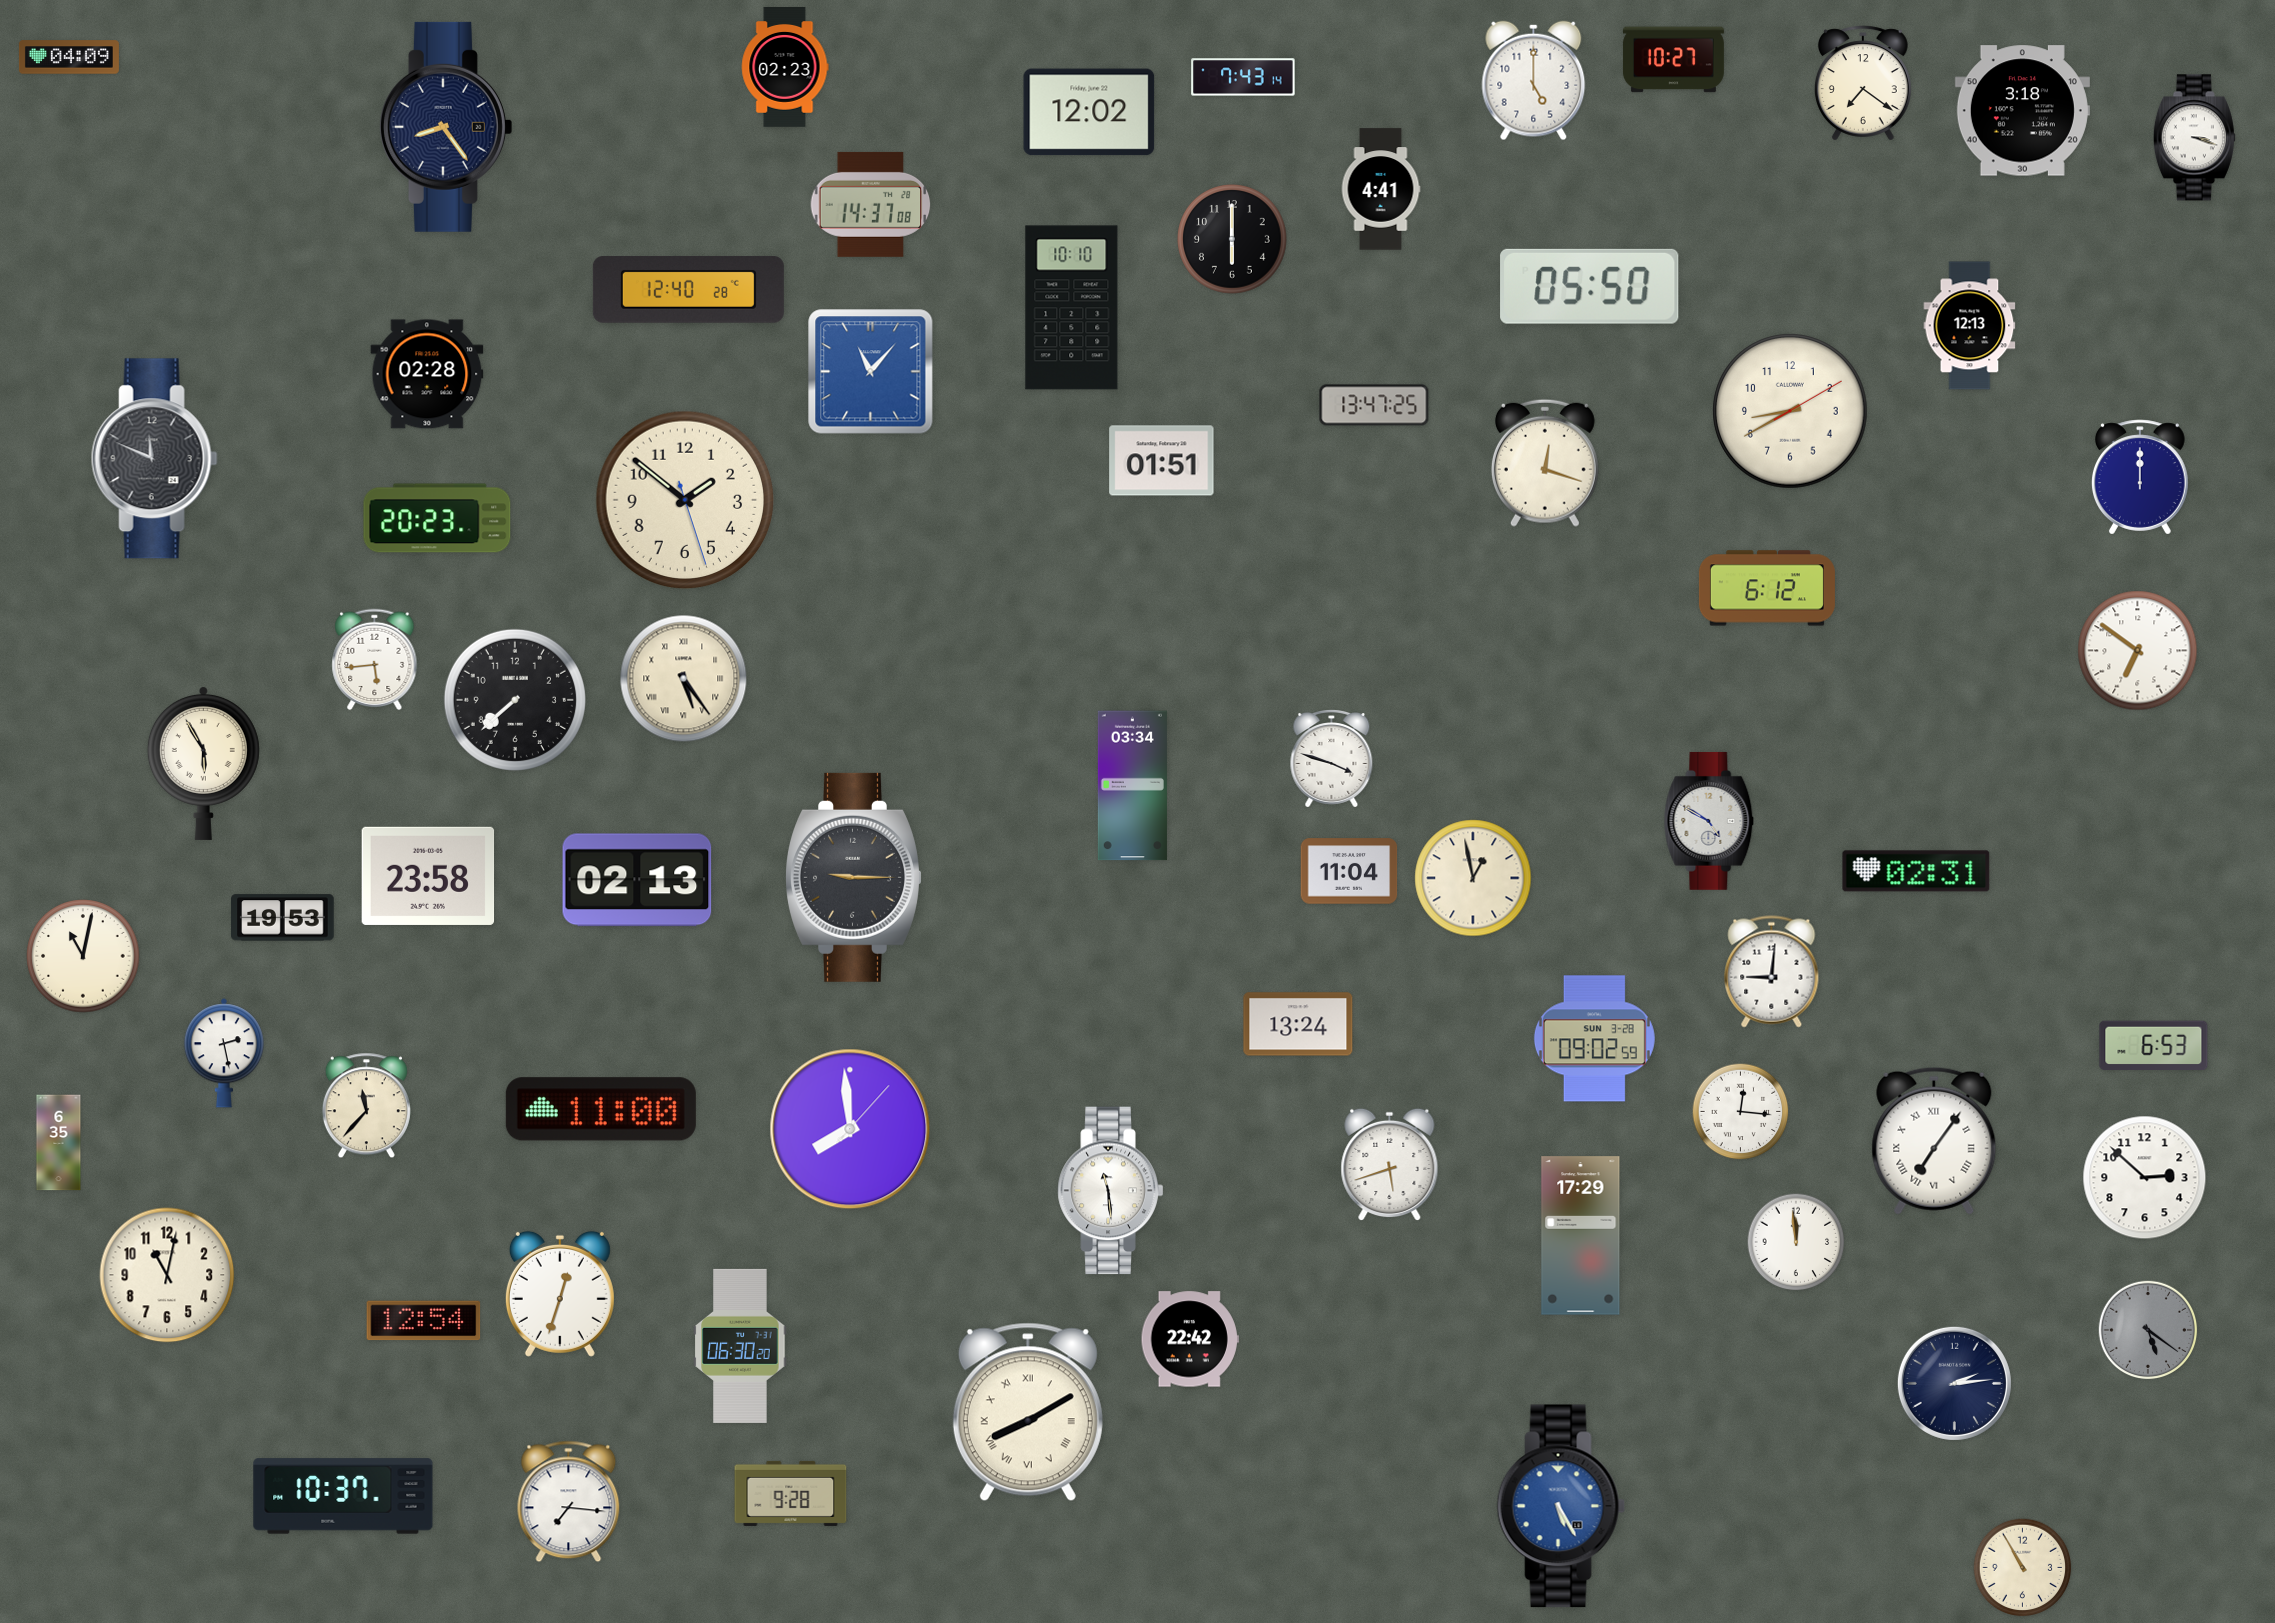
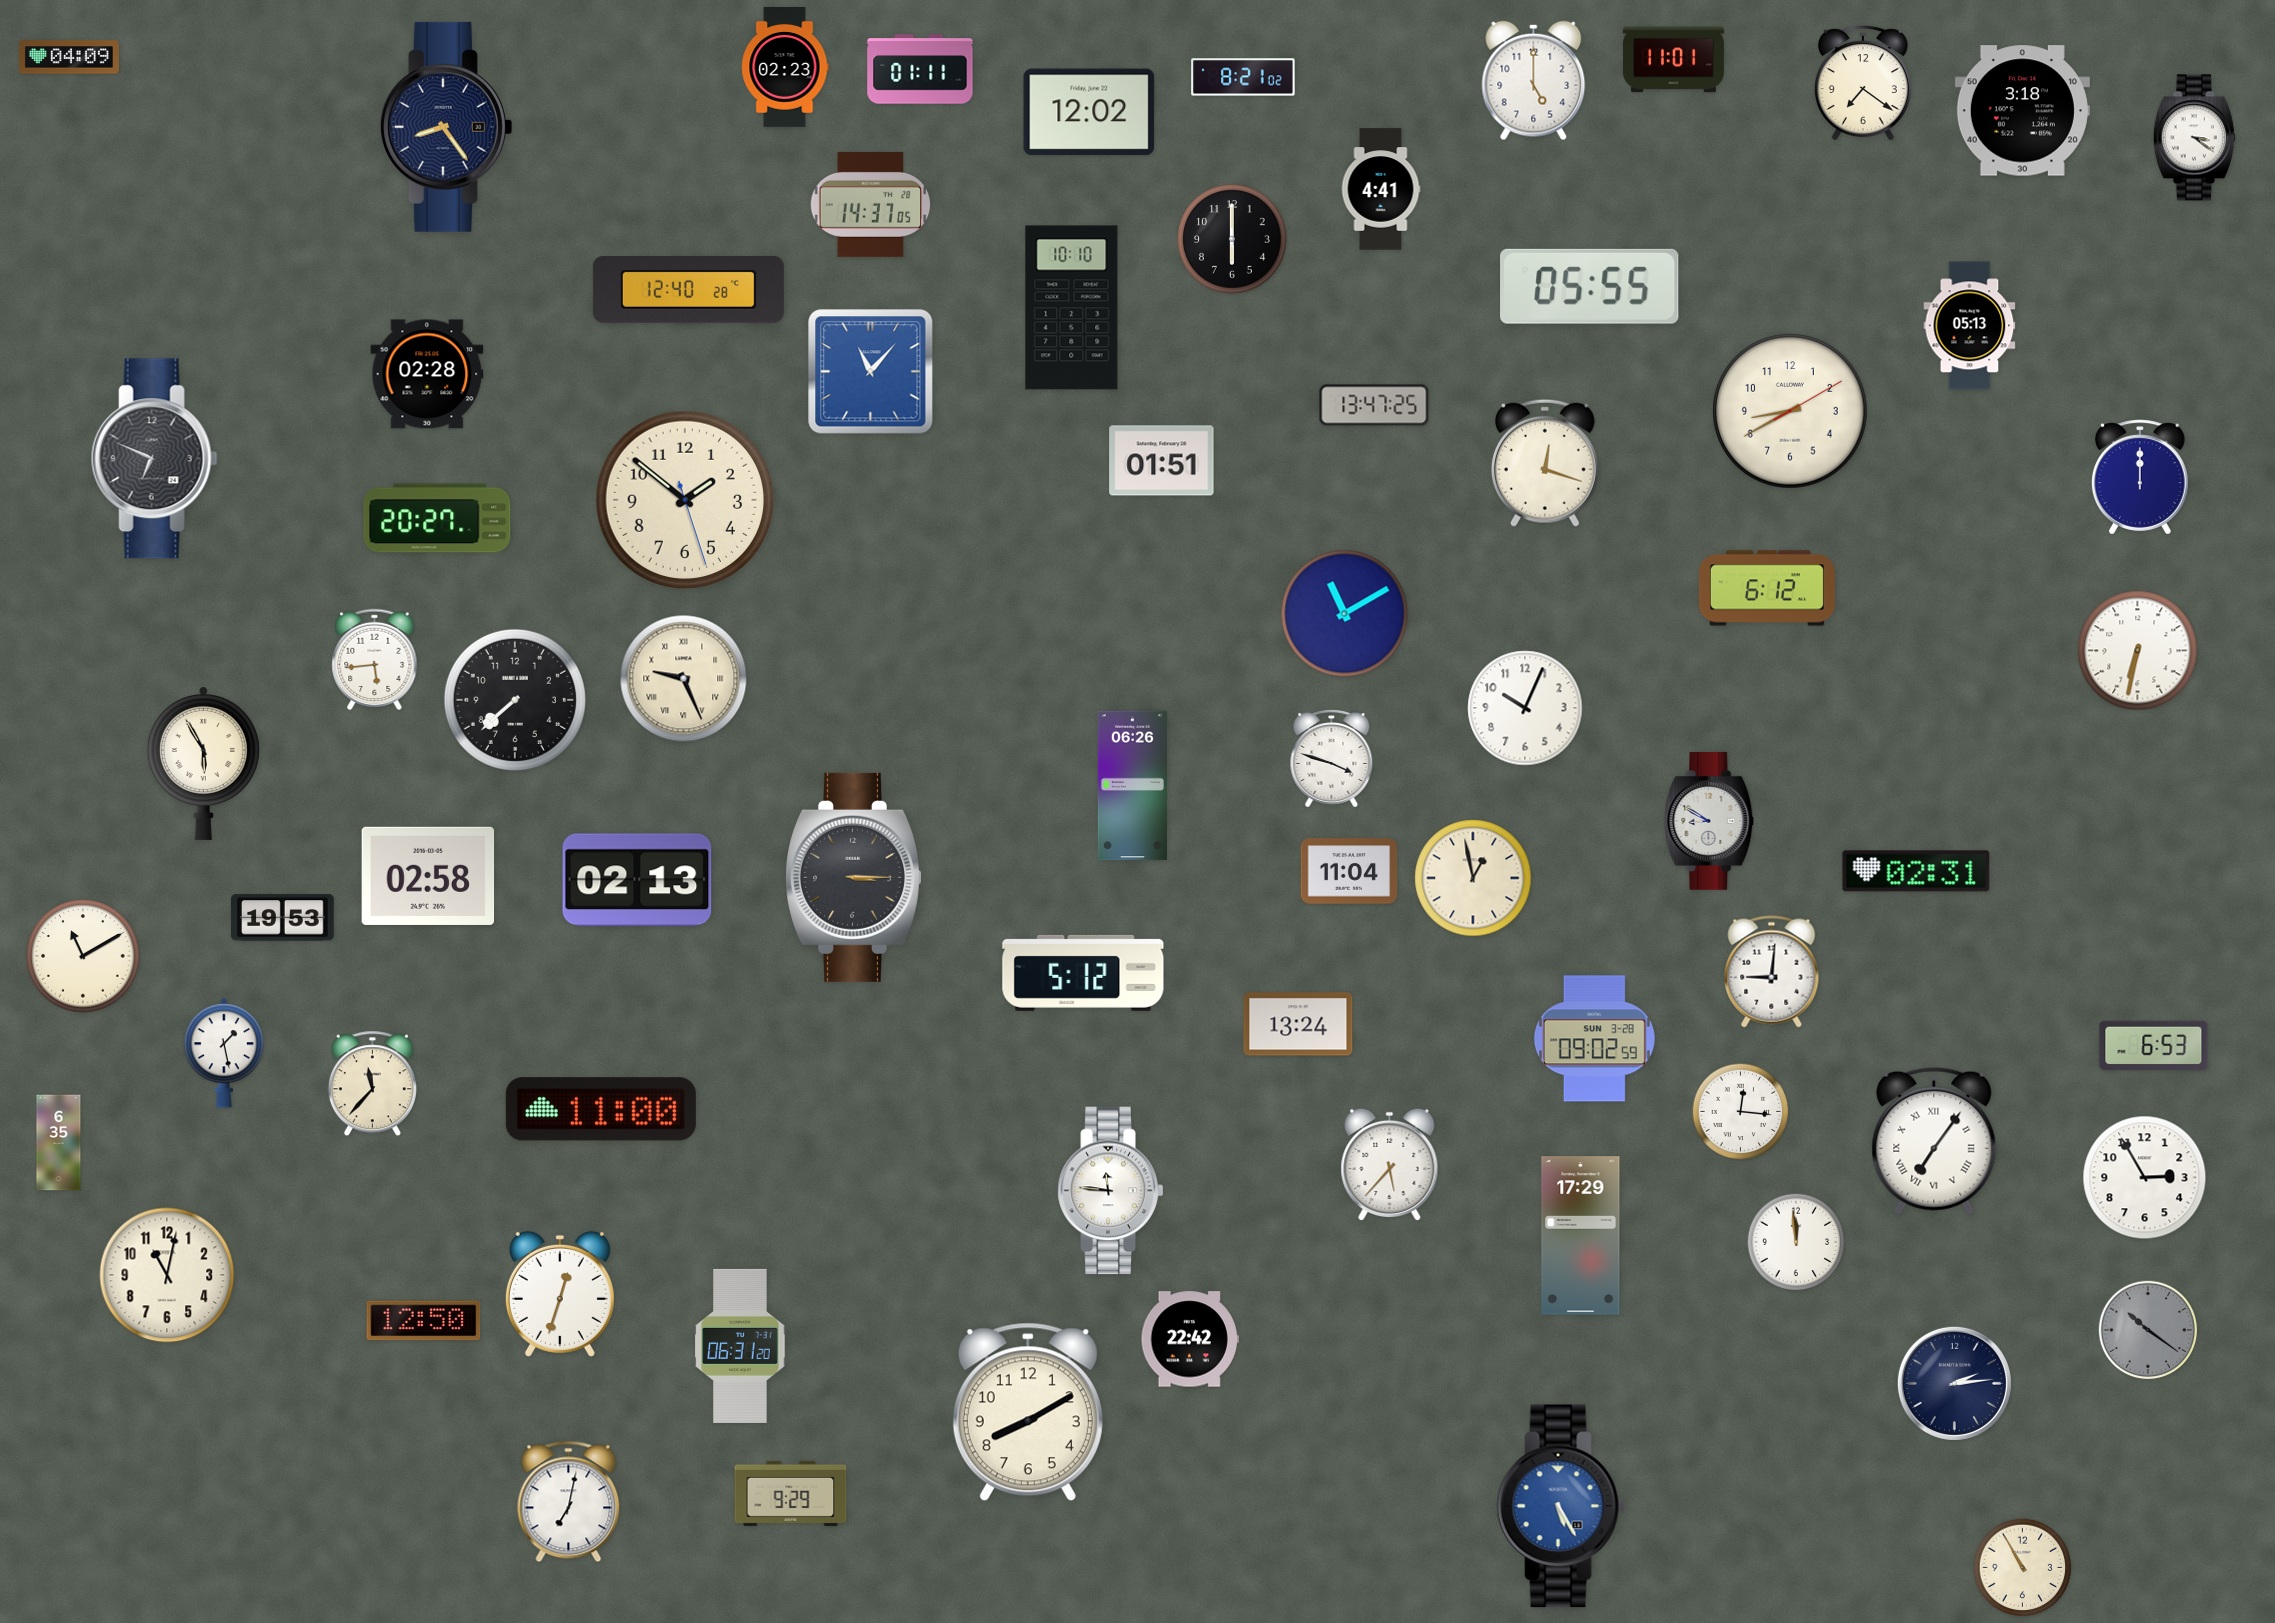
clock at (1673, 60): 10:27 -> 11:01
clock at (920, 69): none -> 01:11
clock at (1243, 77): 7:43 -> 8:21
clock at (2194, 138): 3:18 -> 3:21
clock at (871, 204): 14:37:08 -> 14:37:05
clock at (1590, 286): 05:50 -> 05:55
clock at (1970, 326): 12:13 -> 05:13
clock at (154, 459): 11:49 -> 6:49
clock at (437, 518): 20:23 -> 20:27
clock at (1345, 614): none -> 11:10
clock at (2138, 651): 6:51 -> 6:32
clock at (684, 679): 5:24 -> 9:26
clock at (1525, 708): none -> 10:04
clock at (1132, 786): 03:34 -> 06:26
clock at (1709, 821): 4:50 -> 8:50
clock at (428, 876): 23:58 -> 02:58
clock at (854, 877): 9:15 -> 3:15
clock at (83, 956): 11:02 -> 11:10
clock at (1083, 973): none -> 5:12
clock at (223, 1053): 2:28 -> 1:28
clock at (366, 1106) position: (366, 1106) -> (372, 1084)
clock at (850, 1129): 7:59 -> none
clock at (1390, 1165): 5:42 -> 5:37
clock at (2145, 1178): 2:52 -> 2:55
clock at (1111, 1191): 11:29 -> 11:46
clock at (424, 1321): 12:54 -> 12:50
clock at (2148, 1330): 5:21 -> 10:21
clock at (740, 1346): 06:30 -> 06:31
clock at (1028, 1412) numerals: Roman -> Arabic
clock at (791, 1493): 9:28 -> 9:29
clock at (343, 1496): 10:37 -> none
clock at (569, 1502): 7:16 -> 7:02
